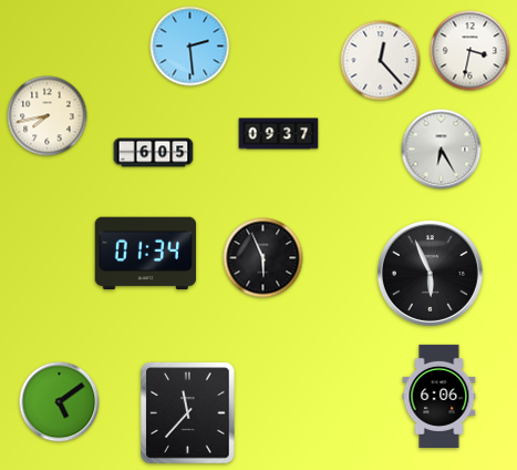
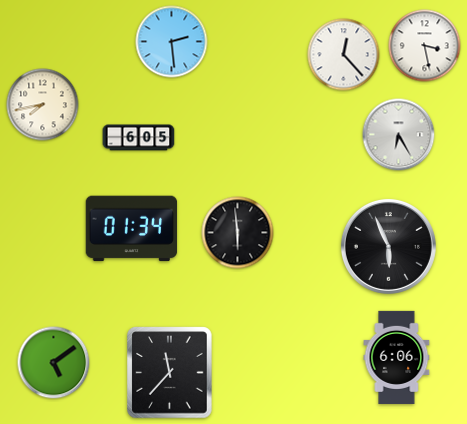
clock at (471, 51): 3:32 -> 3:28
clock at (279, 134): 09:37 -> none
clock at (263, 258): 5:56 -> 5:59
